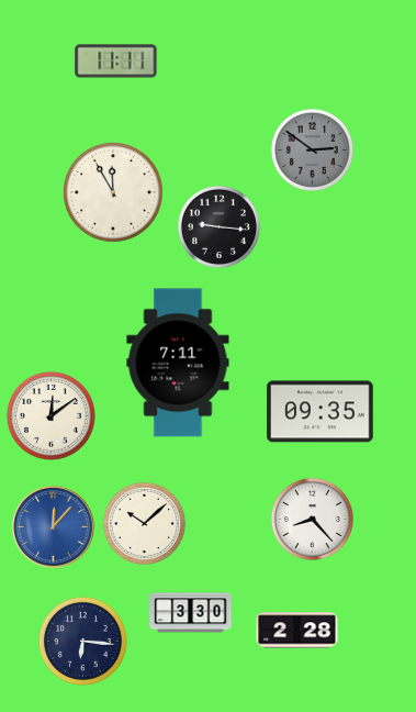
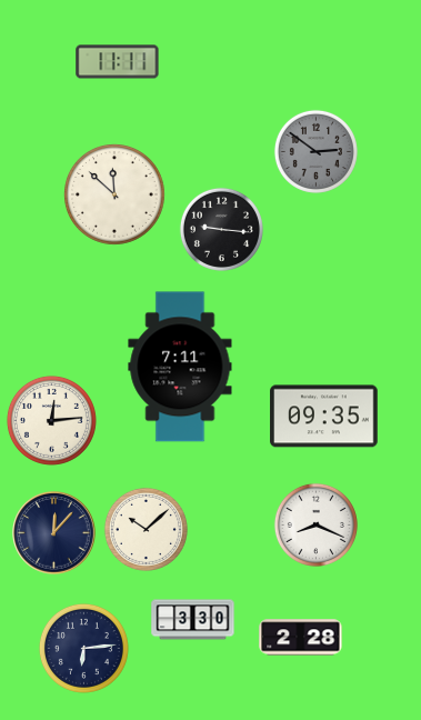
clock at (114, 193): 11:55 -> 11:52
clock at (50, 415): 12:09 -> 12:14
clock at (312, 519): 8:23 -> 8:19
clock at (54, 527) dial: blue -> navy
clock at (82, 641): 6:16 -> 6:14
